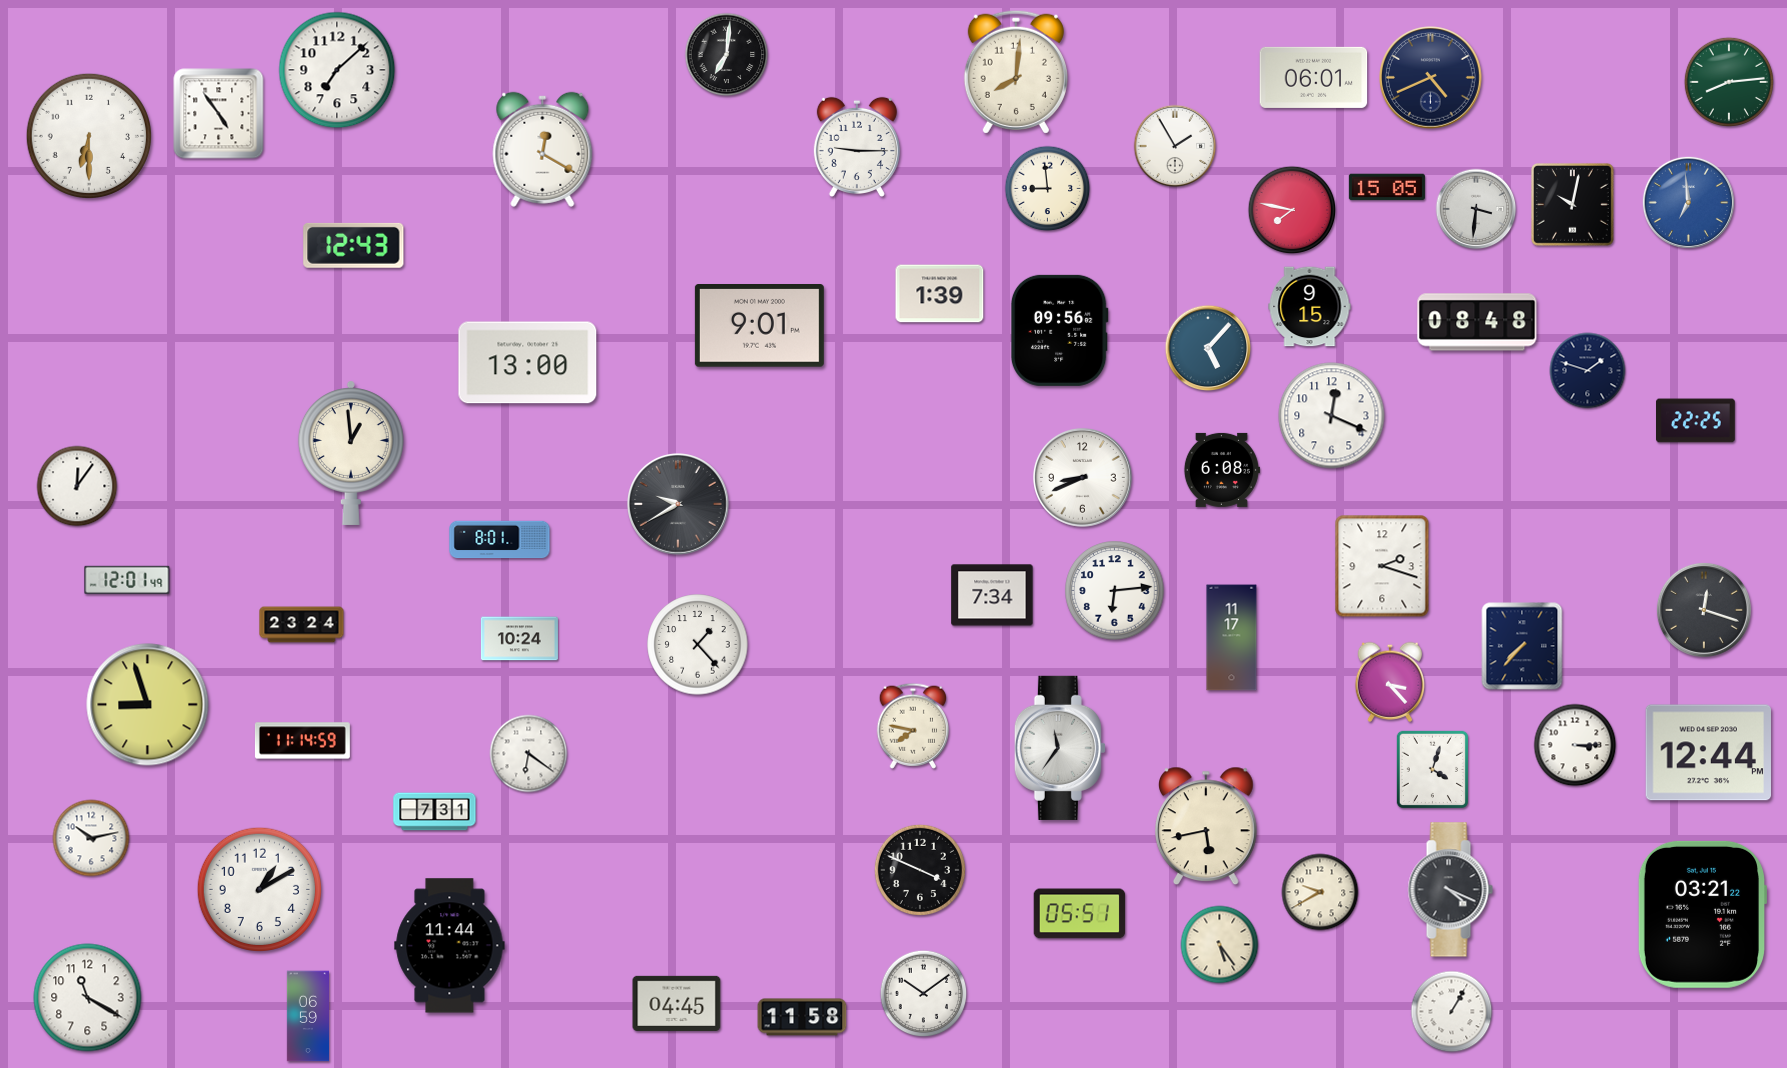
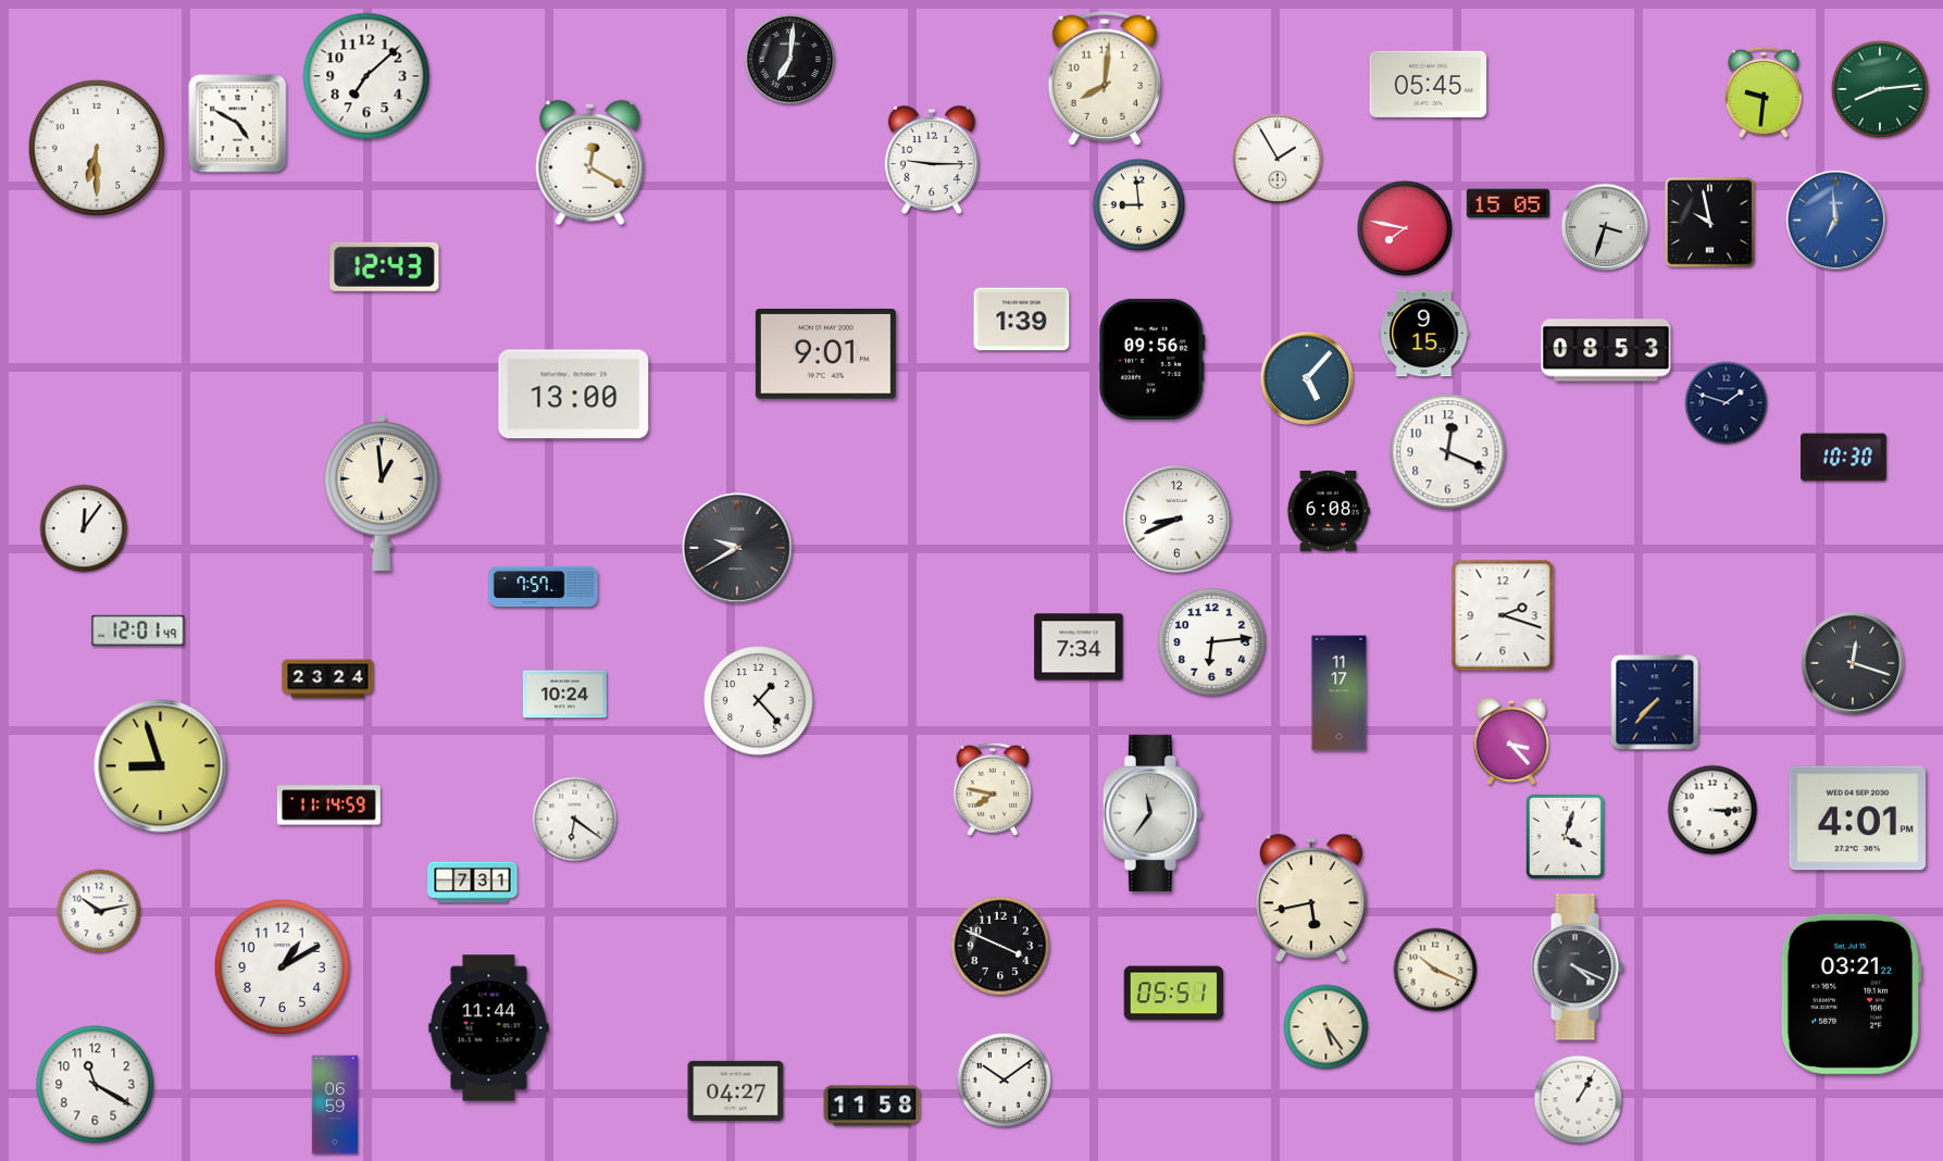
clock at (1314, 77): 06:01 -> 05:45
clock at (1431, 78): 4:41 -> none
clock at (1764, 92): none -> 9:31
clock at (219, 114): 4:54 -> 4:50
clock at (1572, 204): 10:02 -> 9:58
clock at (1476, 209): 3:31 -> 3:33
clock at (1477, 322): 08:48 -> 08:53
clock at (1208, 348) position: (1208, 348) -> (1307, 378)
clock at (1696, 421): 22:25 -> 10:30
clock at (500, 540): 8:01 -> 7:57
clock at (1709, 753): 12:44 -> 4:01
clock at (1432, 769) position: (1432, 769) -> (1565, 836)
clock at (1320, 892): 9:40 -> 10:19
clock at (677, 1003): 04:45 -> 04:27
